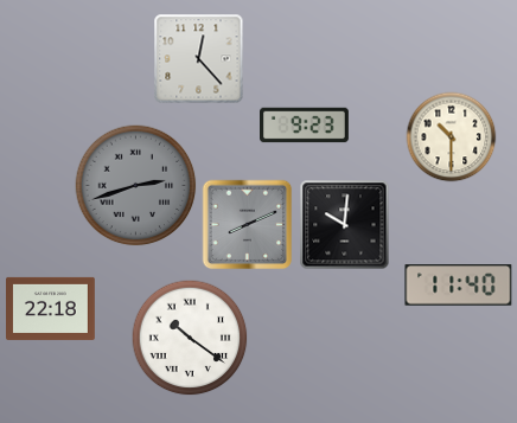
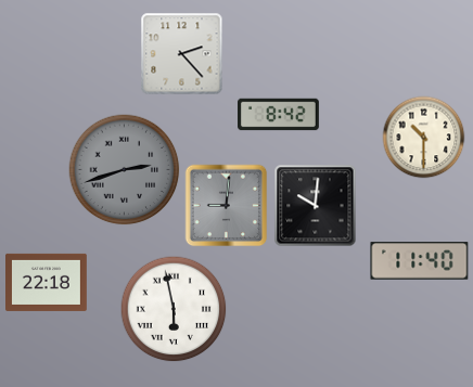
clock at (199, 59): 12:23 -> 2:23
clock at (305, 126): 9:23 -> 8:42
clock at (452, 137) position: (452, 137) -> (424, 138)
clock at (248, 225): 8:11 -> 9:01
clock at (190, 338): 10:21 -> 5:58
